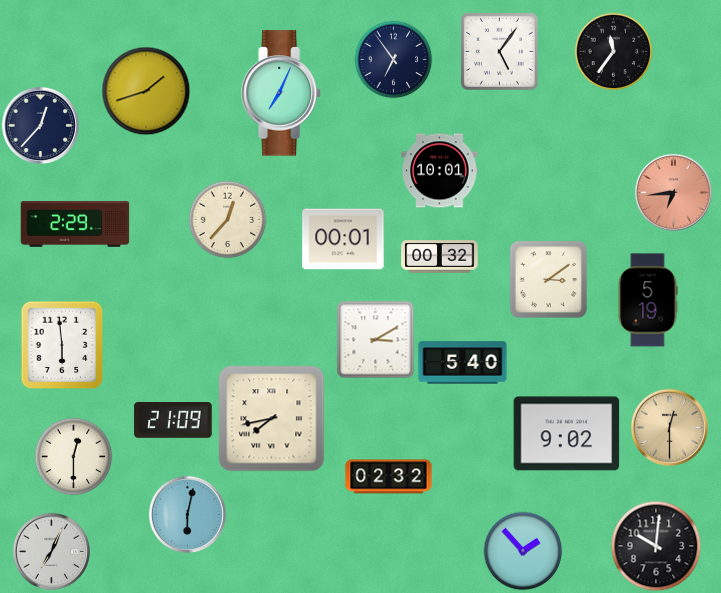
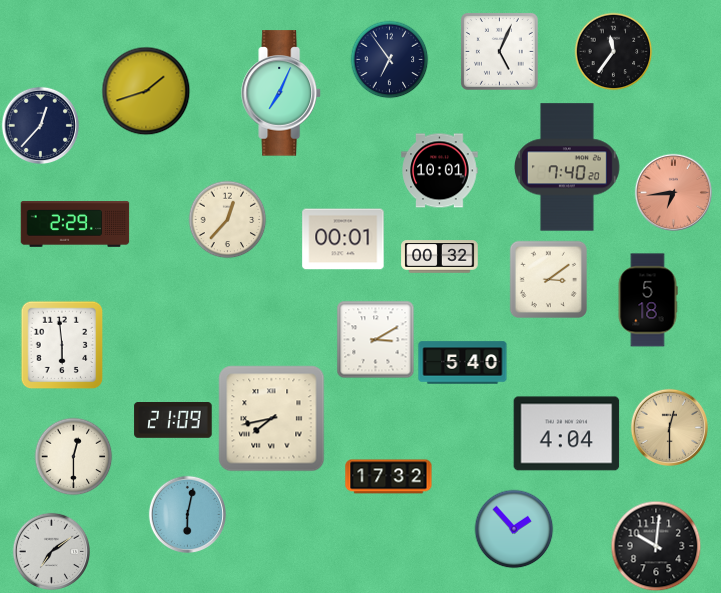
clock at (499, 51): 5:06 -> 5:04
clock at (393, 59) position: (393, 59) -> (389, 59)
clock at (568, 167): none -> 7:40
clock at (648, 300): 5:19 -> 5:18
clock at (567, 434): 9:02 -> 4:04
clock at (389, 477): 02:32 -> 17:32
clock at (51, 551): 7:04 -> 7:09
clock at (523, 551) position: (523, 551) -> (514, 529)
